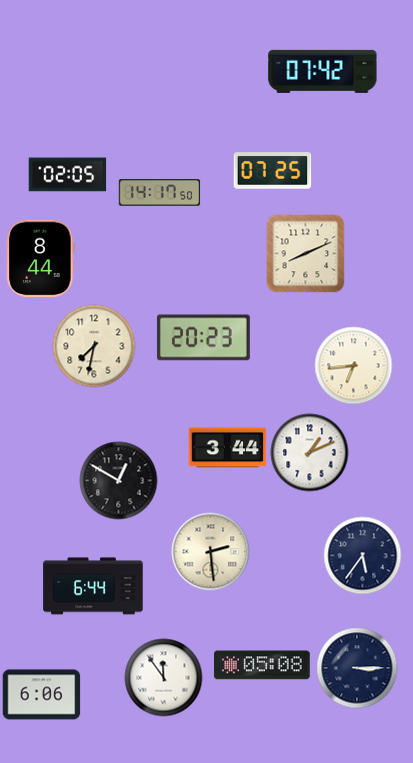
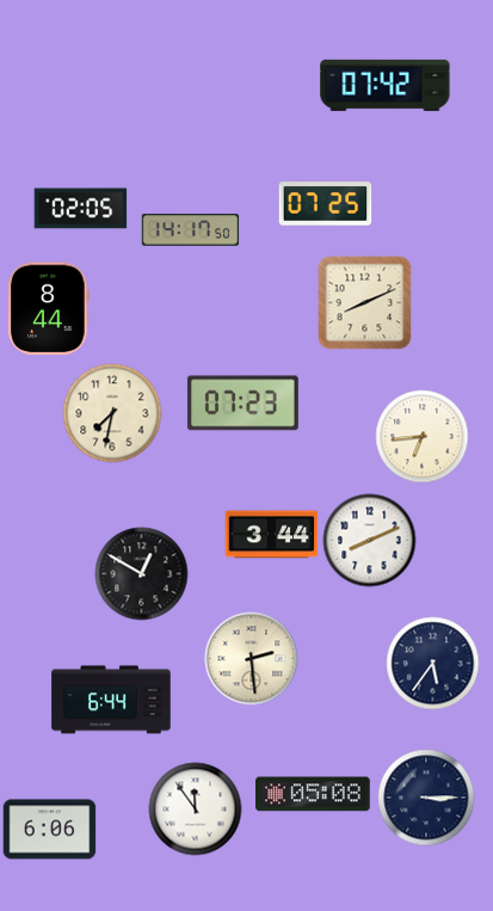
clock at (203, 338): 20:23 -> 07:23
clock at (309, 452): 1:11 -> 8:11
